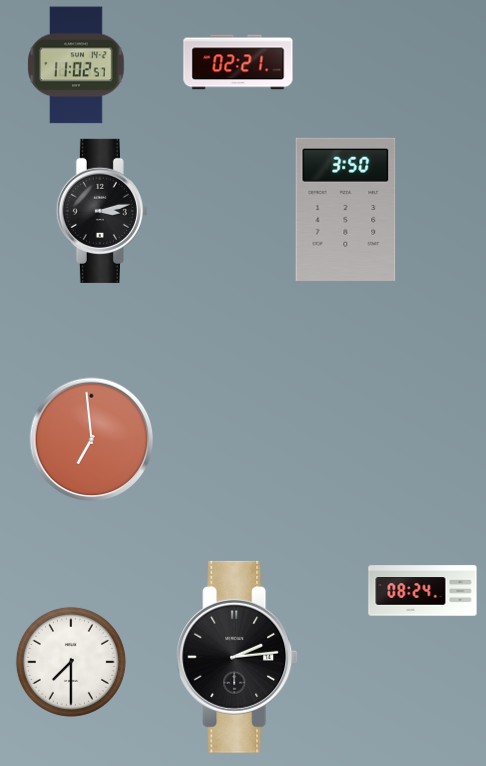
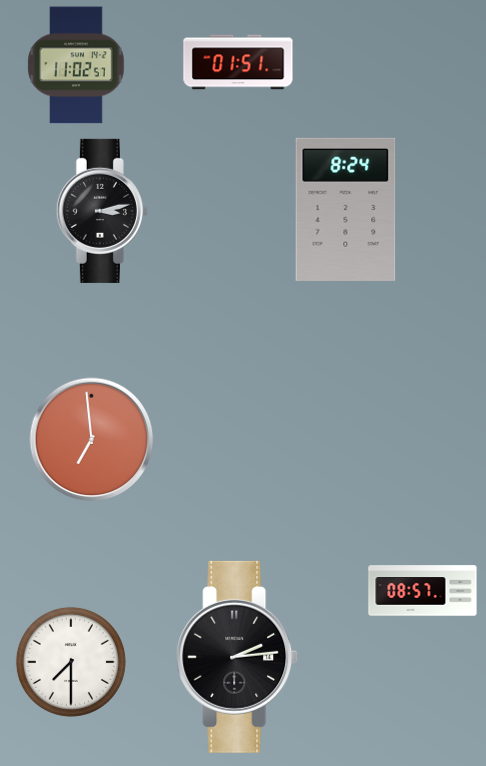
clock at (238, 62): 02:21 -> 01:51
clock at (346, 209): 3:50 -> 8:24
clock at (423, 591): 08:24 -> 08:57
